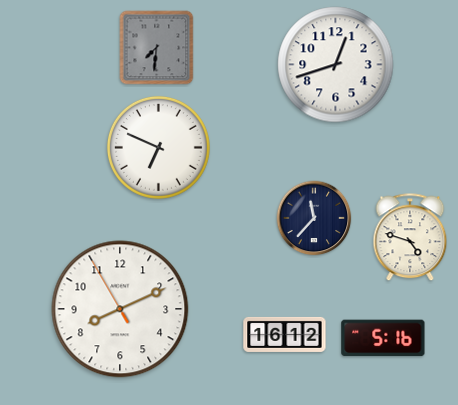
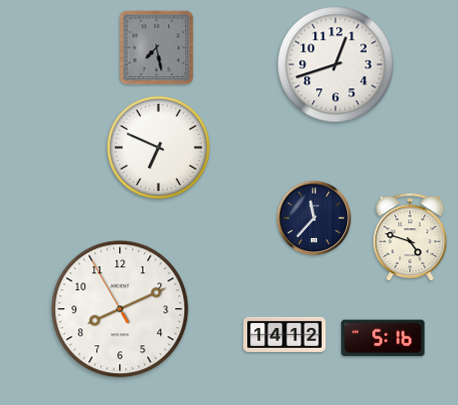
clock at (157, 48): 7:31 -> 7:28
clock at (285, 334): 16:12 -> 14:12
